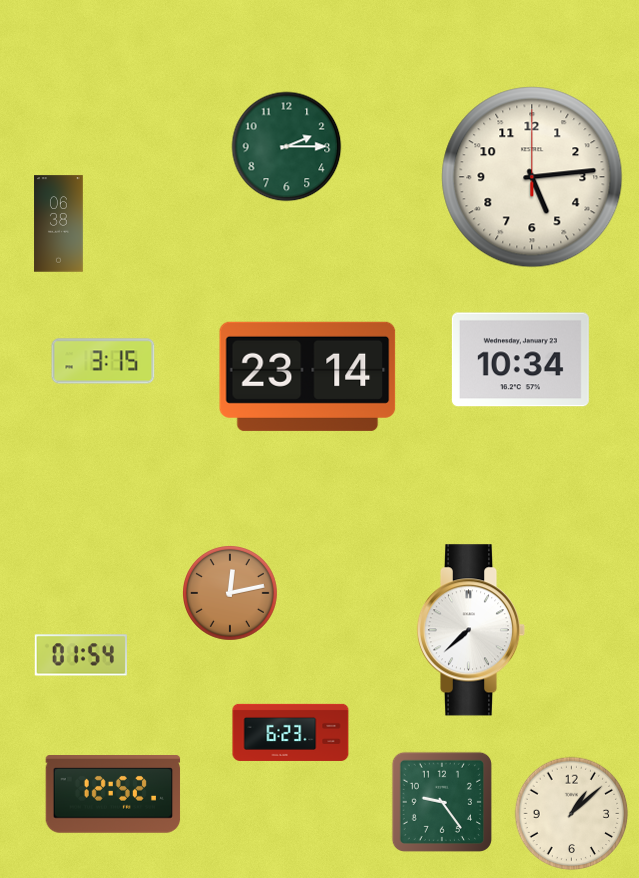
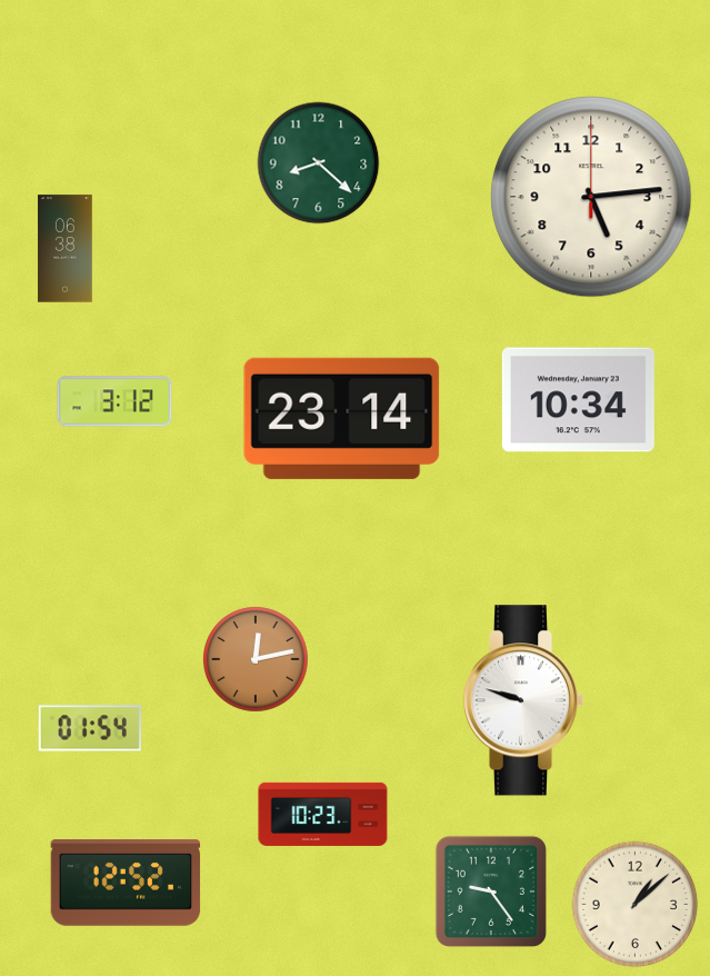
clock at (287, 147): 2:15 -> 8:22
clock at (103, 361): 3:15 -> 3:12
clock at (471, 630): 7:38 -> 9:48
clock at (291, 732): 6:23 -> 10:23
